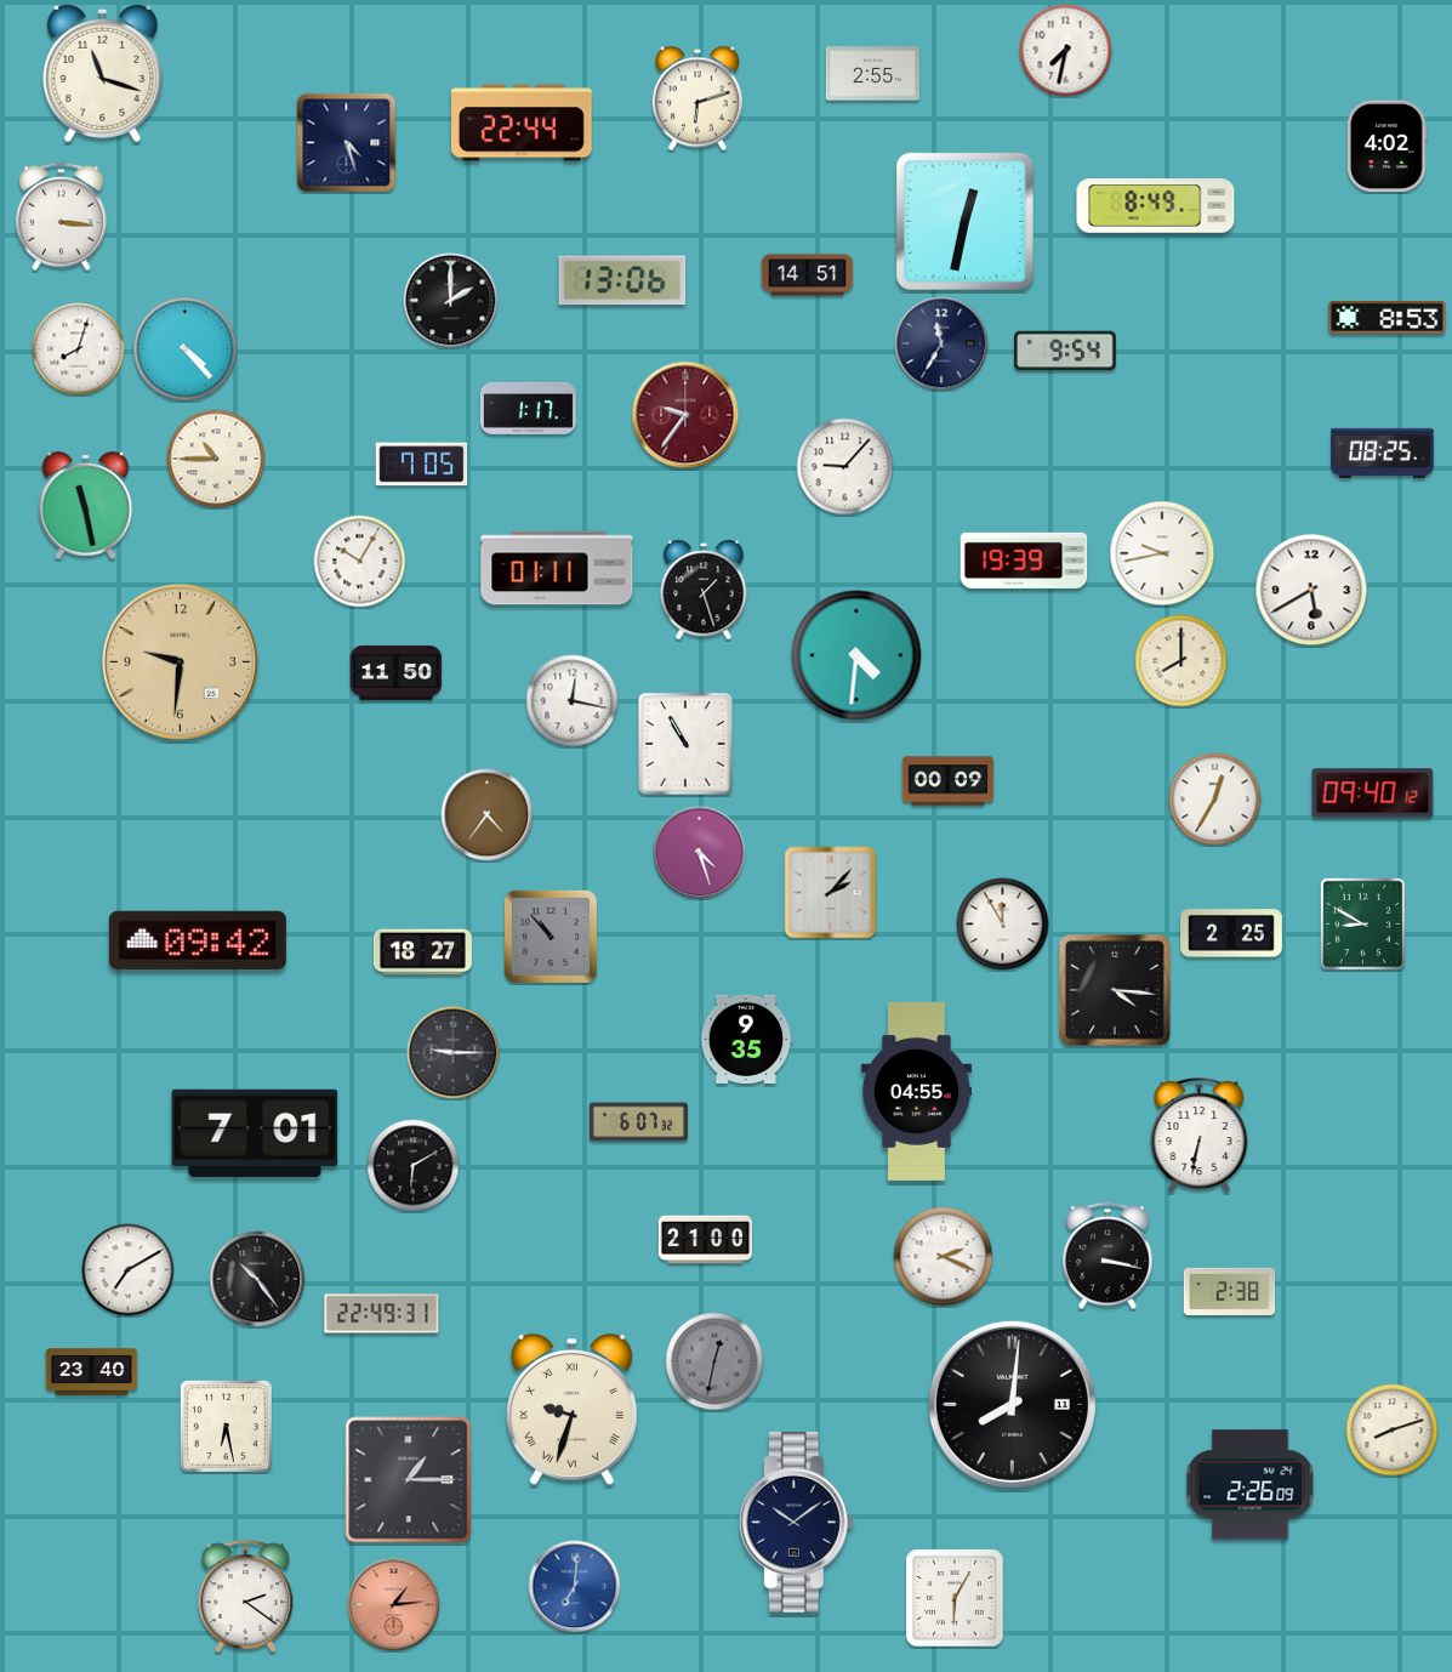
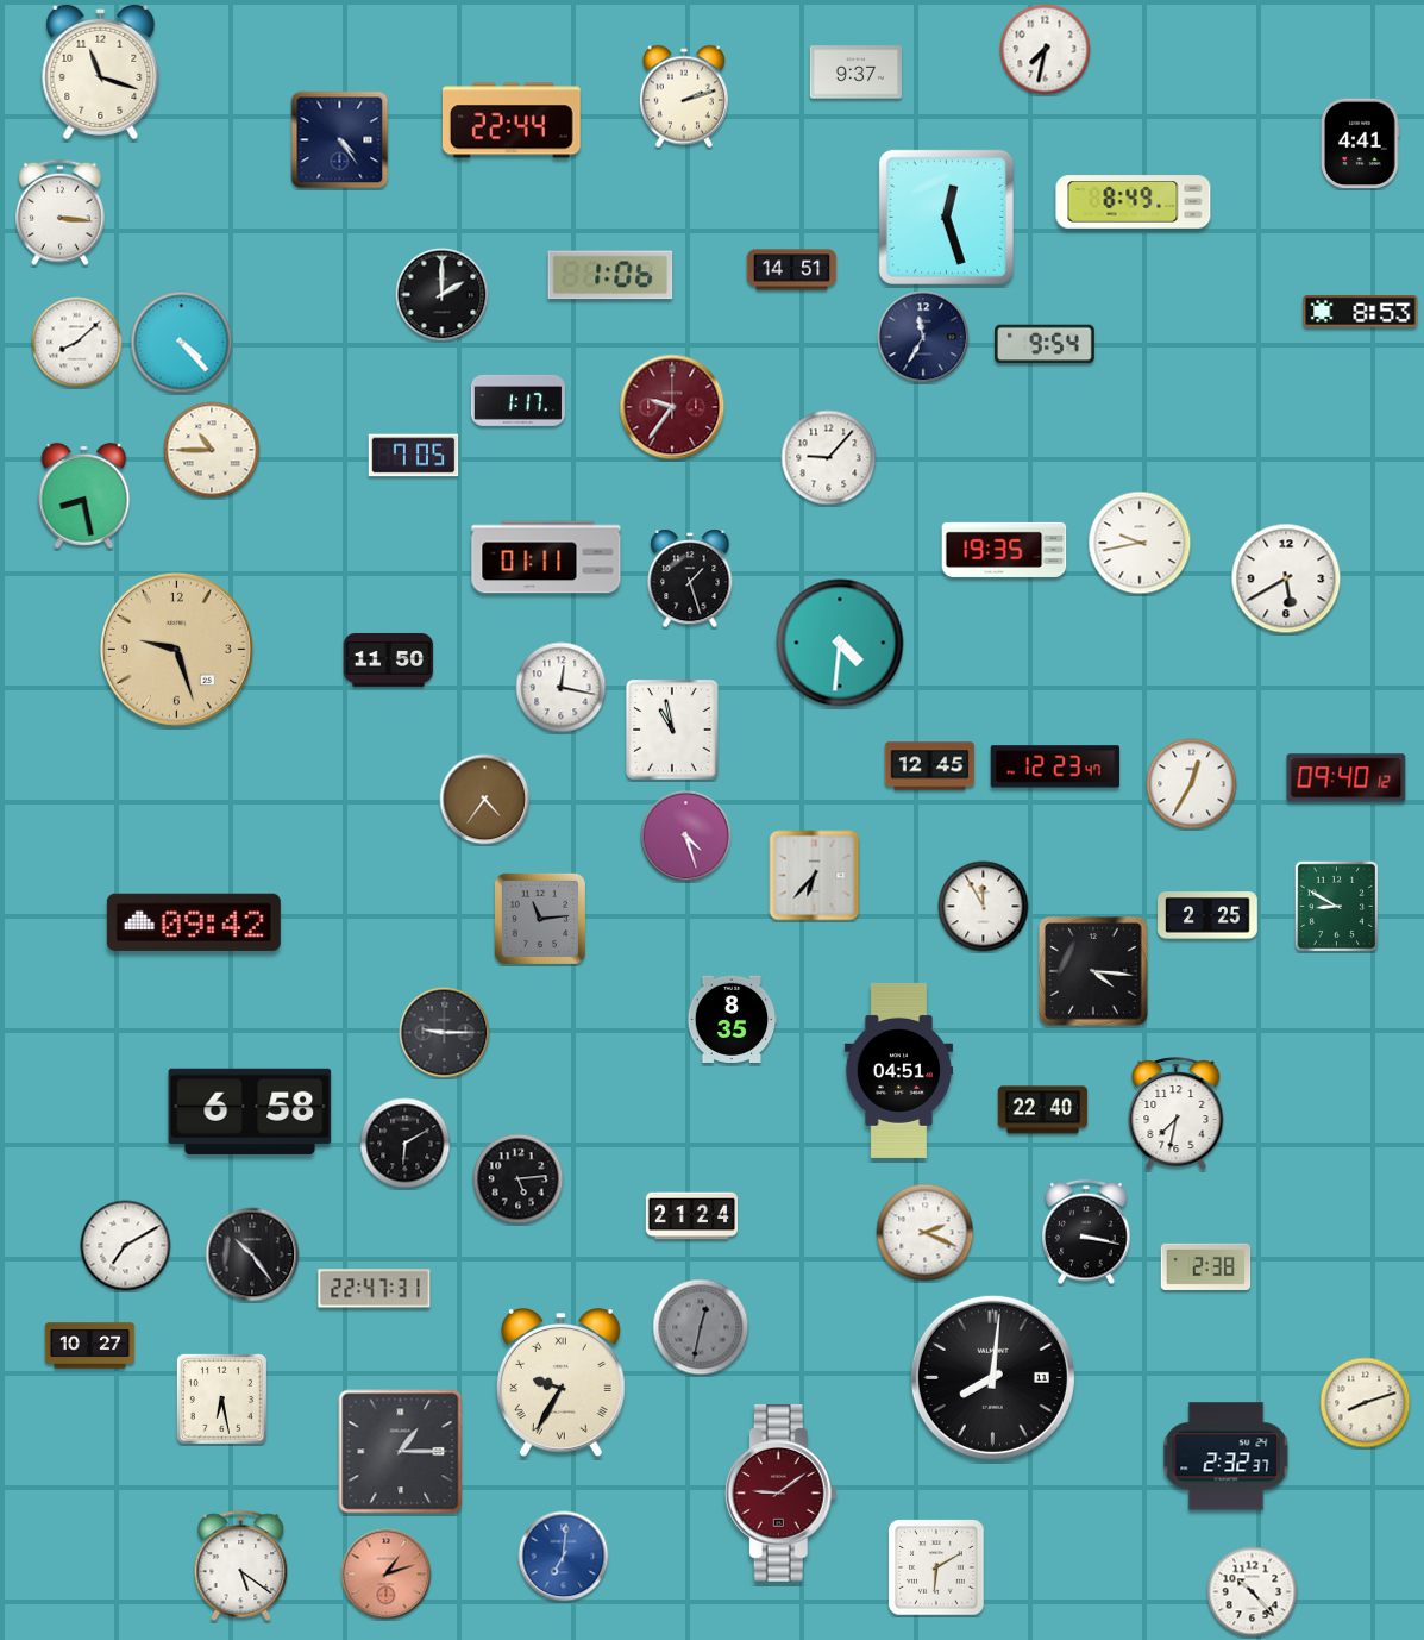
clock at (873, 74): 2:55 -> 9:37
clock at (697, 98): 6:12 -> 2:12
clock at (347, 143): 4:27 -> 4:24
clock at (1388, 147): 4:02 -> 4:41
clock at (964, 221): 12:32 -> 12:27
clock at (622, 280): 13:06 -> 1:06
clock at (79, 349): 8:03 -> 8:08
clock at (1383, 453): 08:25 -> none
clock at (86, 505): 11:28 -> 8:28
clock at (1024, 561): 19:39 -> 19:35
clock at (360, 562): 10:05 -> none
clock at (180, 661): 9:31 -> 9:27
clock at (1181, 661): 8:00 -> none
clock at (685, 744): 10:55 -> 10:58
clock at (949, 781): 00:09 -> 12:45
clock at (1055, 766): none -> 12:23
clock at (488, 815) position: (488, 815) -> (485, 800)
clock at (831, 893): 2:07 -> 6:37
clock at (551, 937): 10:53 -> 11:14
clock at (422, 952): 18:27 -> none
clock at (746, 1039): 9:35 -> 8:35
clock at (916, 1091): 04:55 -> 04:51
clock at (638, 1122): 6:07 -> none
clock at (1043, 1110): none -> 22:40
clock at (255, 1133): 7:01 -> 6:58
clock at (1200, 1134): 6:32 -> 7:32
clock at (519, 1179): none -> 5:14
clock at (705, 1240): 21:00 -> 21:24
clock at (382, 1314): 22:49 -> 22:47
clock at (714, 1361) position: (714, 1361) -> (701, 1327)
clock at (92, 1372): 23:40 -> 10:27
clock at (571, 1410): 9:33 -> 9:35
clock at (1251, 1485): 2:26 -> 2:32
clock at (796, 1522): 10:09 -> 9:09
clock at (796, 1522) dial: navy -> burgundy
clock at (246, 1596): 2:21 -> 5:21
clock at (955, 1598): 6:05 -> 6:10
clock at (394, 1605): 1:14 -> 1:12
clock at (1253, 1592): none -> 10:23
